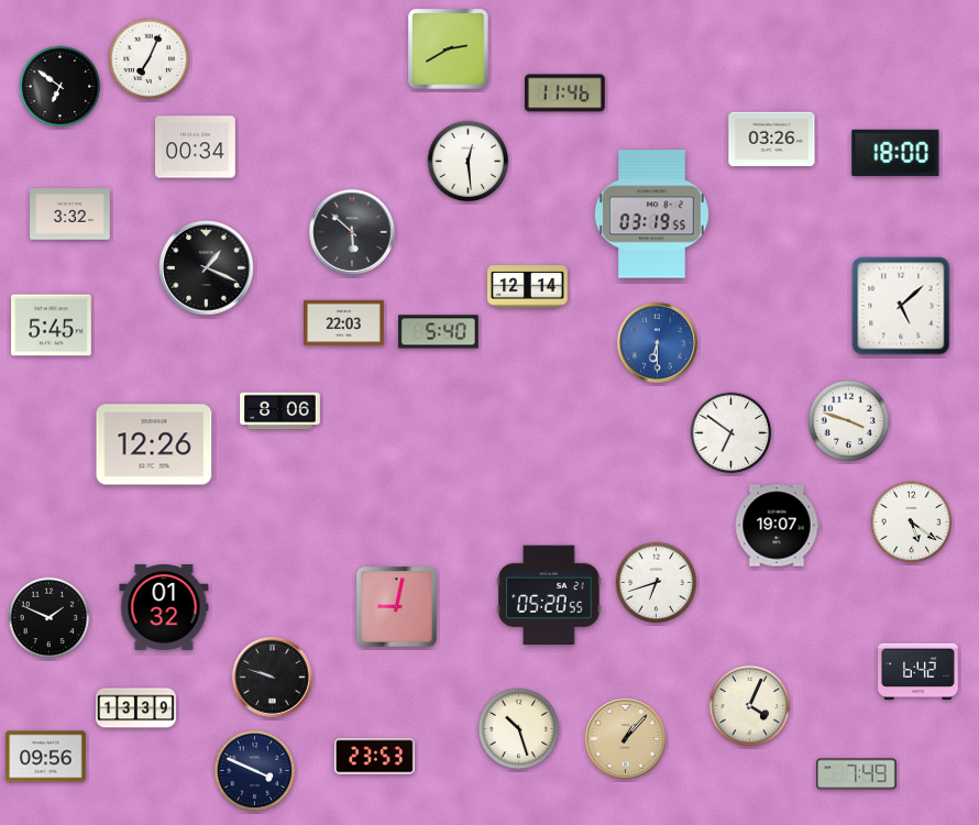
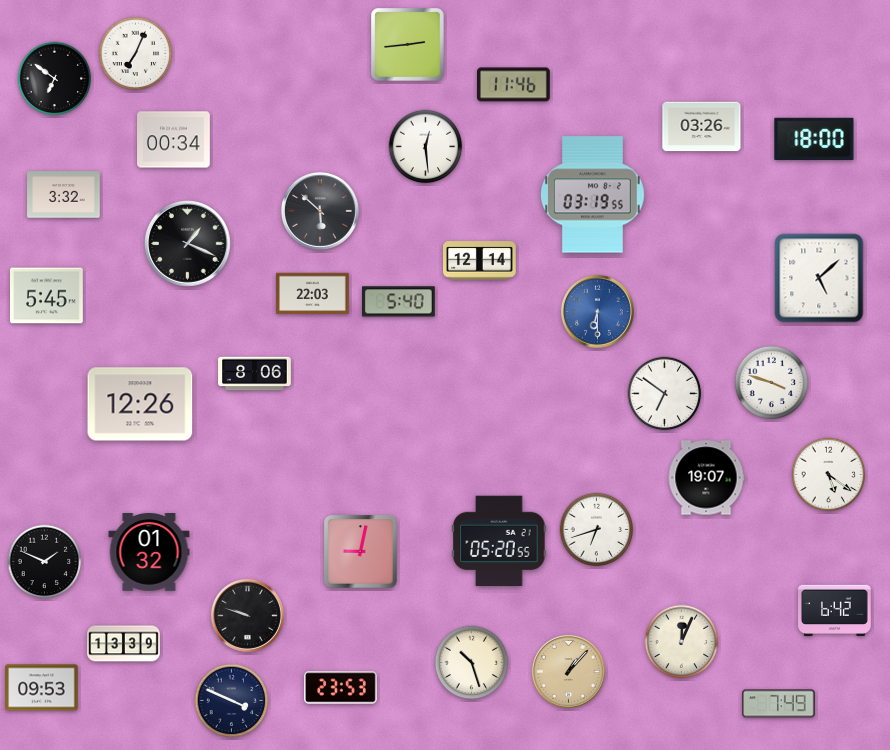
clock at (449, 50): 2:40 -> 2:44
clock at (196, 147) position: (196, 147) -> (174, 140)
clock at (750, 706): 4:04 -> 12:04
clock at (46, 757): 09:56 -> 09:53
